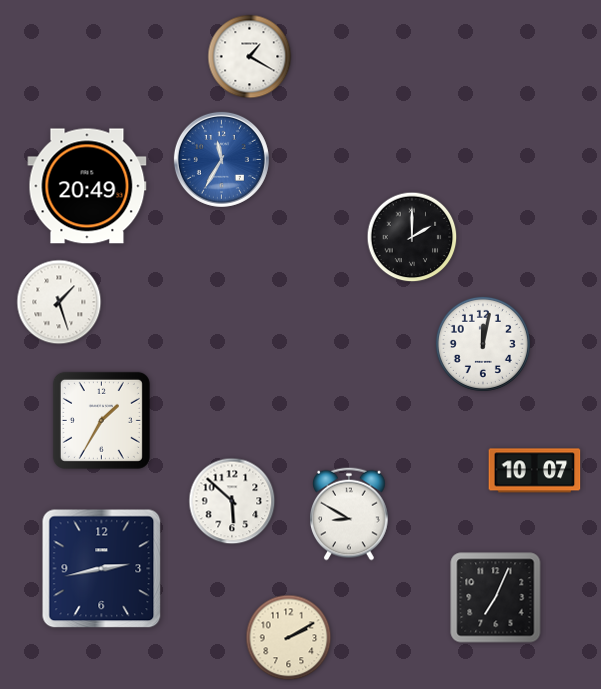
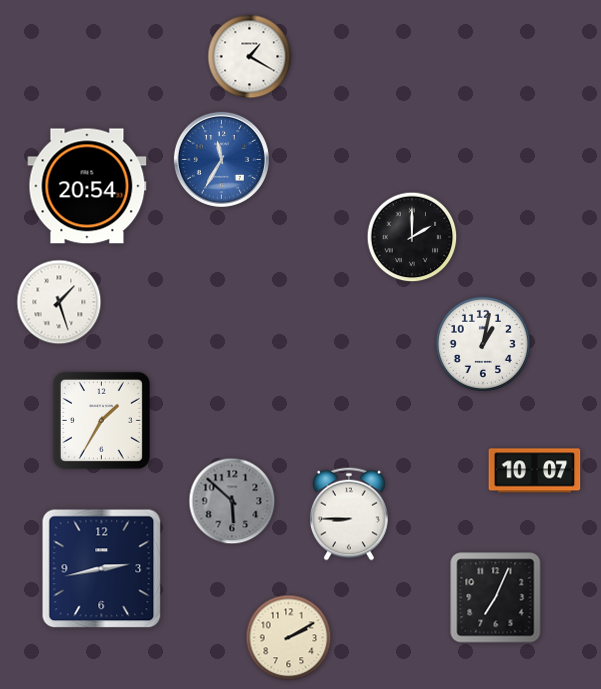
clock at (87, 186): 20:49 -> 20:54
clock at (483, 344): 12:02 -> 1:02
clock at (232, 501) dial: white -> grey
clock at (350, 514): 8:50 -> 8:45
